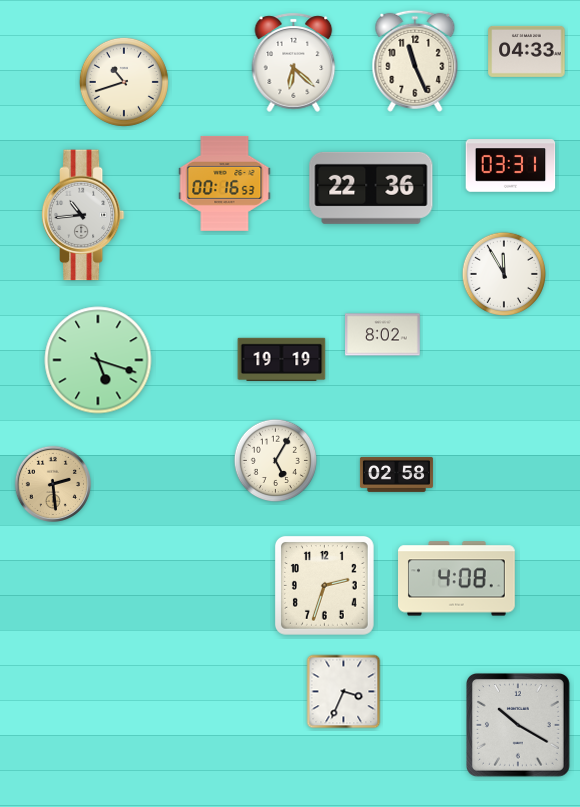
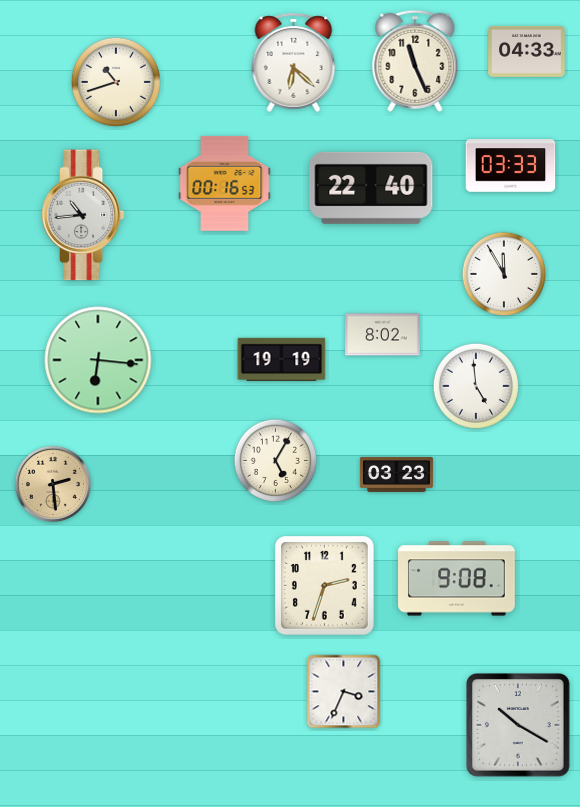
clock at (124, 82) position: (124, 82) -> (116, 82)
clock at (511, 166): 03:31 -> 03:33
clock at (371, 188): 22:36 -> 22:40
clock at (98, 360): 5:18 -> 6:16
clock at (476, 386): none -> 4:59
clock at (396, 474): 02:58 -> 03:23
clock at (457, 579): 4:08 -> 9:08
